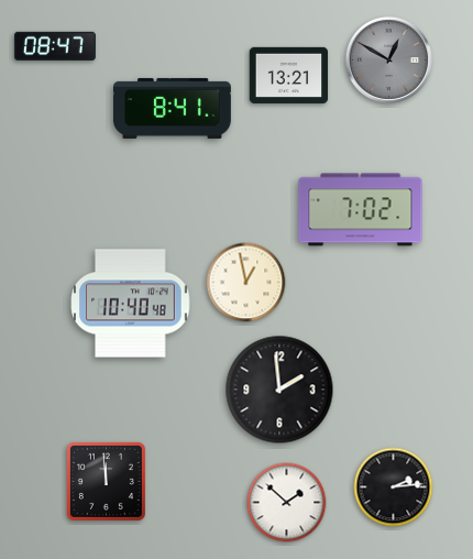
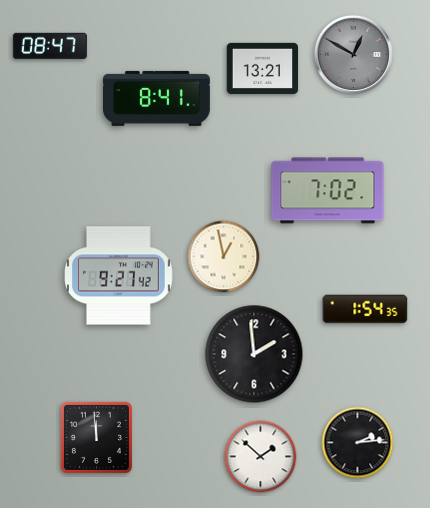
clock at (55, 45) position: (55, 45) -> (50, 45)
clock at (131, 304): 10:40 -> 9:27
clock at (365, 309): none -> 1:54
